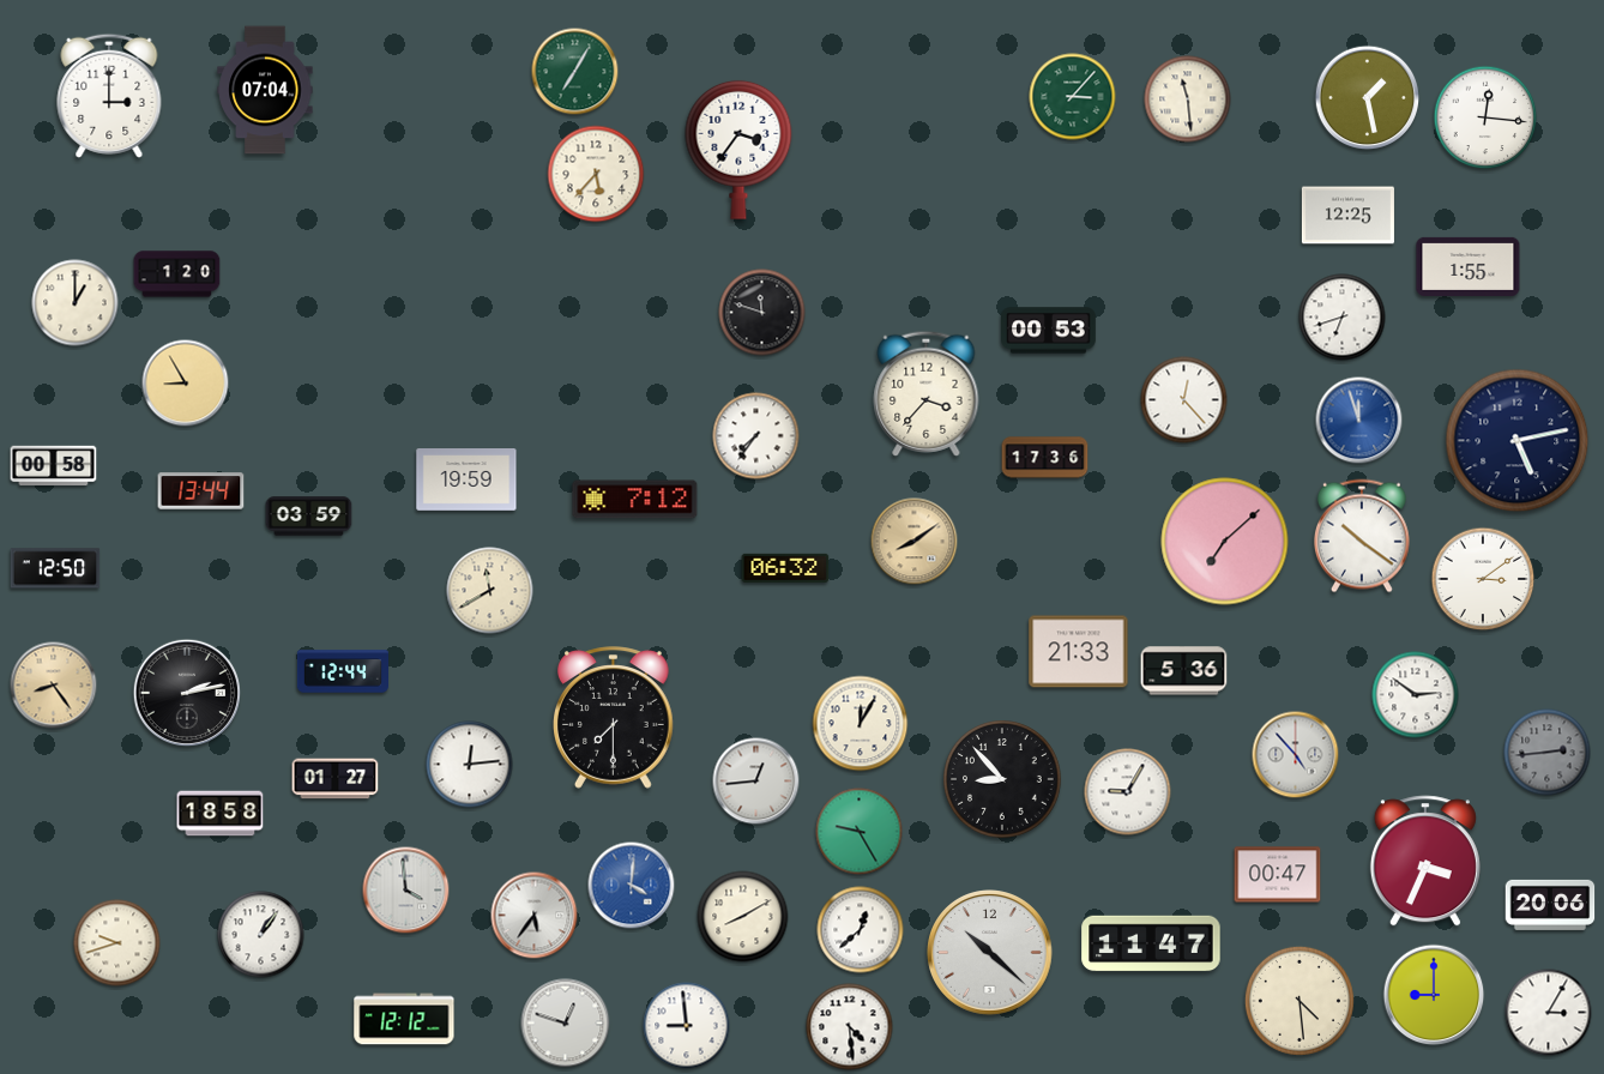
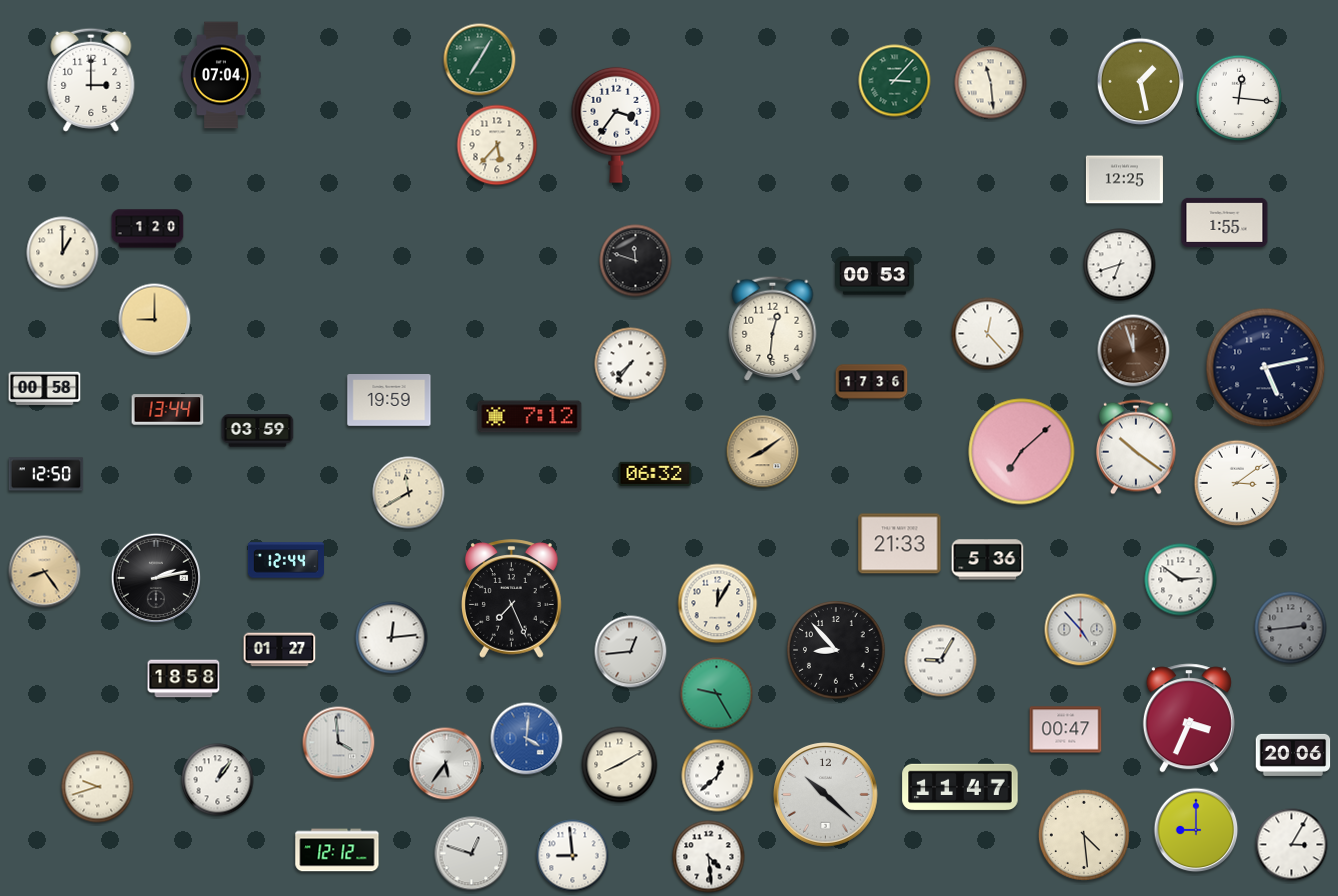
clock at (186, 384): 8:55 -> 9:00
clock at (927, 393): 3:37 -> 12:31
clock at (1359, 421) dial: blue -> brown
clock at (614, 718): 7:30 -> 7:26
